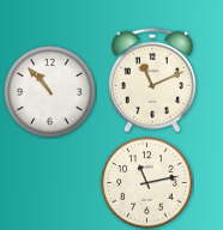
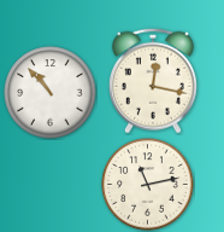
clock at (152, 80): 11:11 -> 12:17
